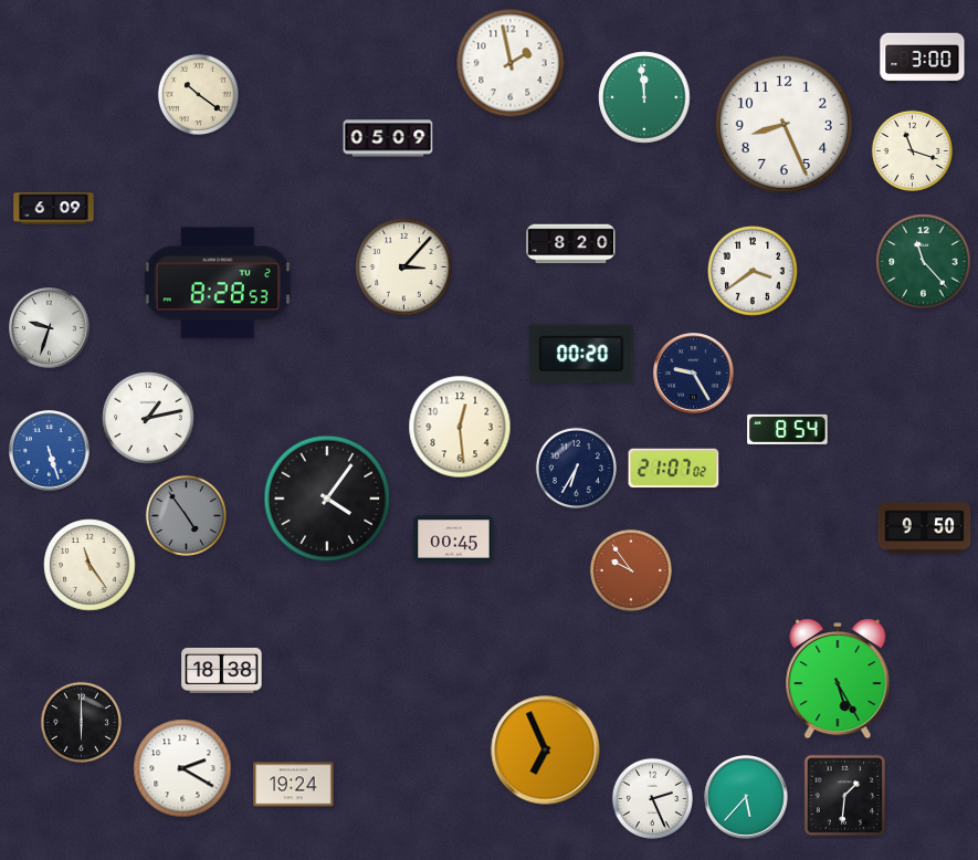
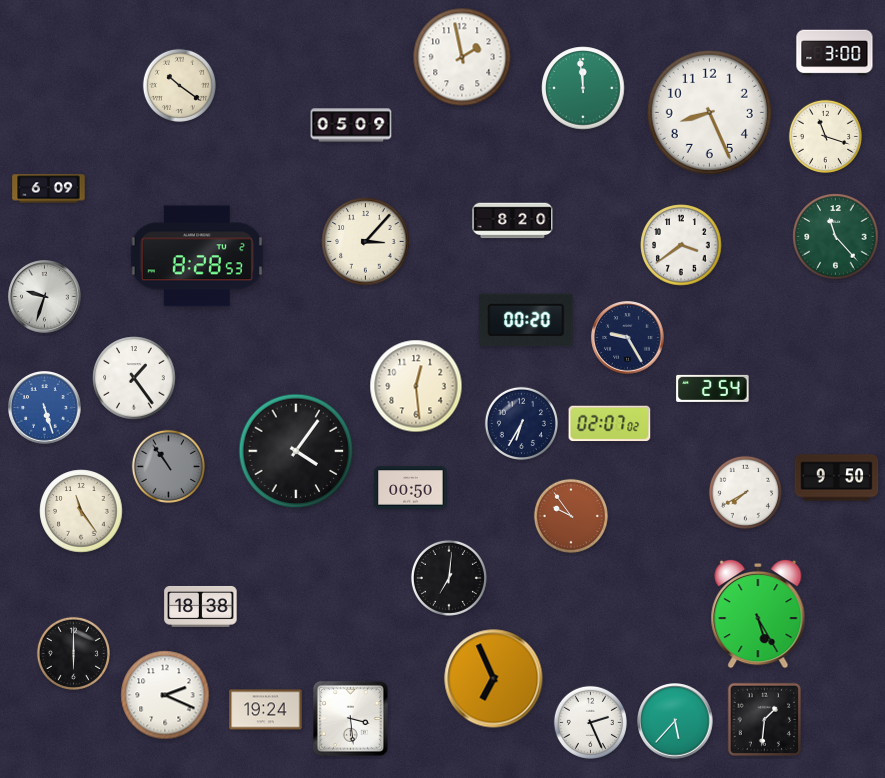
clock at (571, 244) position: (571, 244) -> (513, 221)
clock at (148, 418): 1:13 -> 1:24
clock at (788, 429): 8:54 -> 2:54
clock at (674, 469): 21:07 -> 02:07
clock at (186, 515): 4:54 -> 10:54
clock at (454, 539): 00:45 -> 00:50
clock at (745, 492): none -> 7:40
clock at (449, 578): none -> 7:01
clock at (182, 768): 2:20 -> 2:19
clock at (351, 719): none -> 3:29
